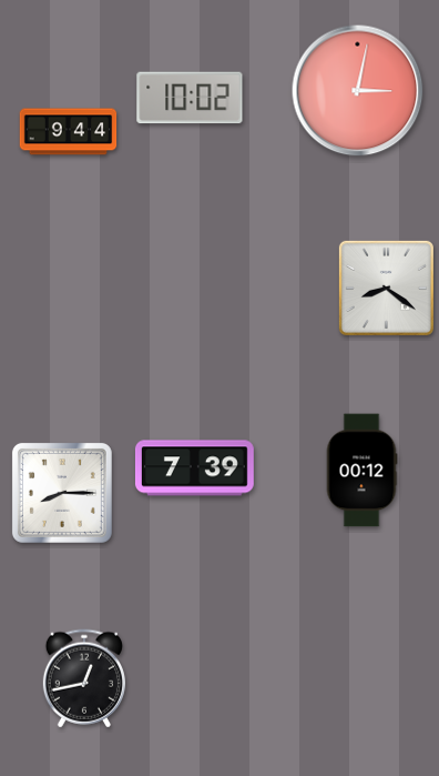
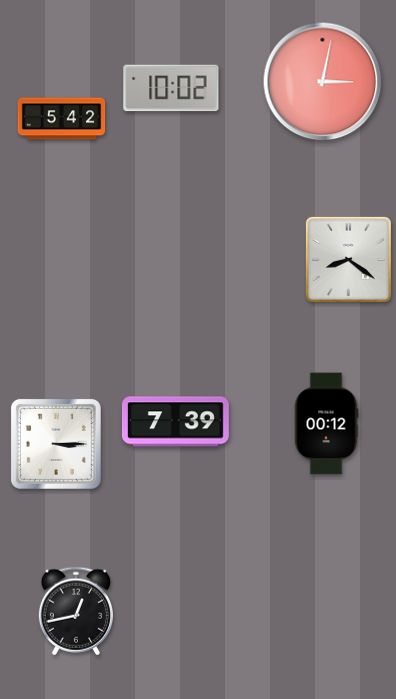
clock at (69, 132): 9:44 -> 5:42
clock at (62, 493): 8:15 -> 3:15
